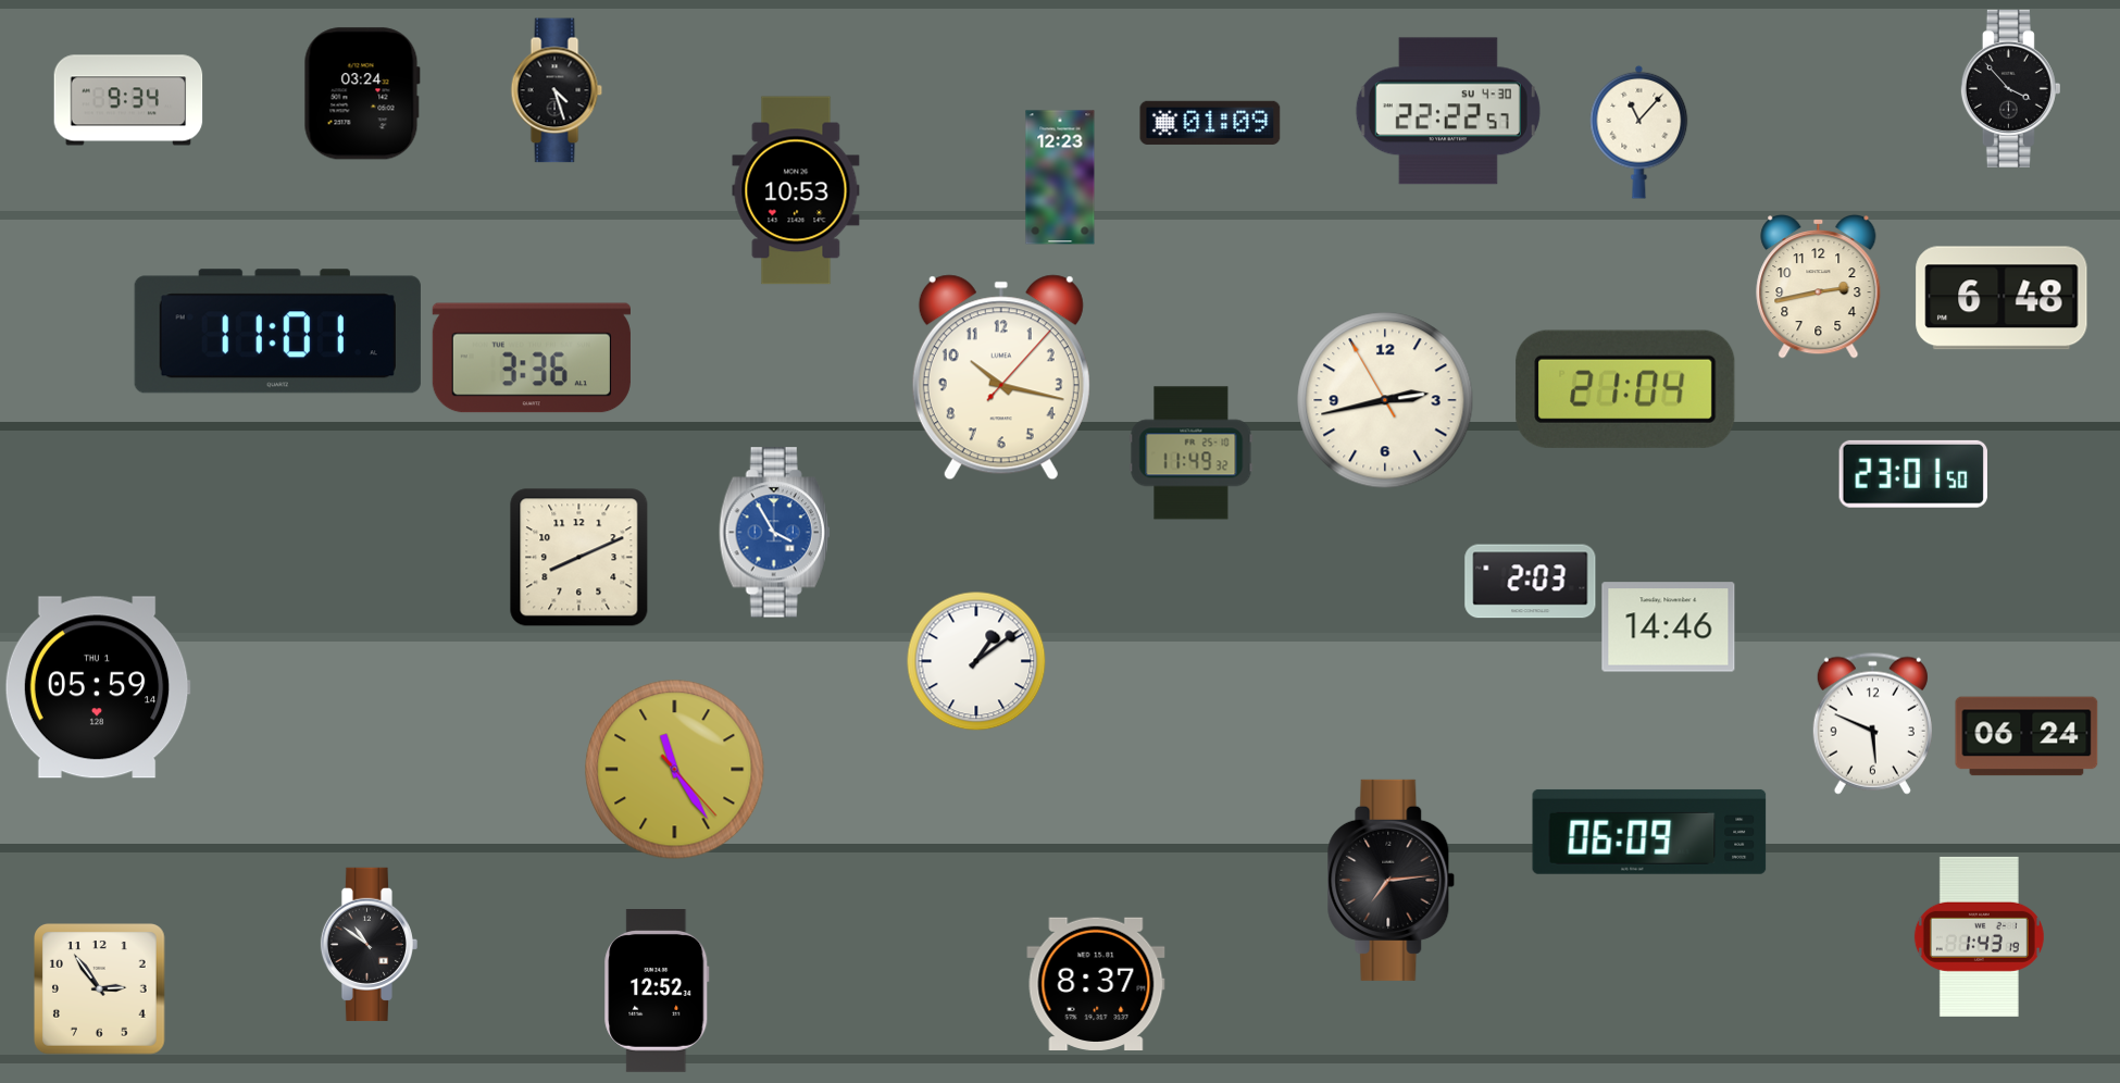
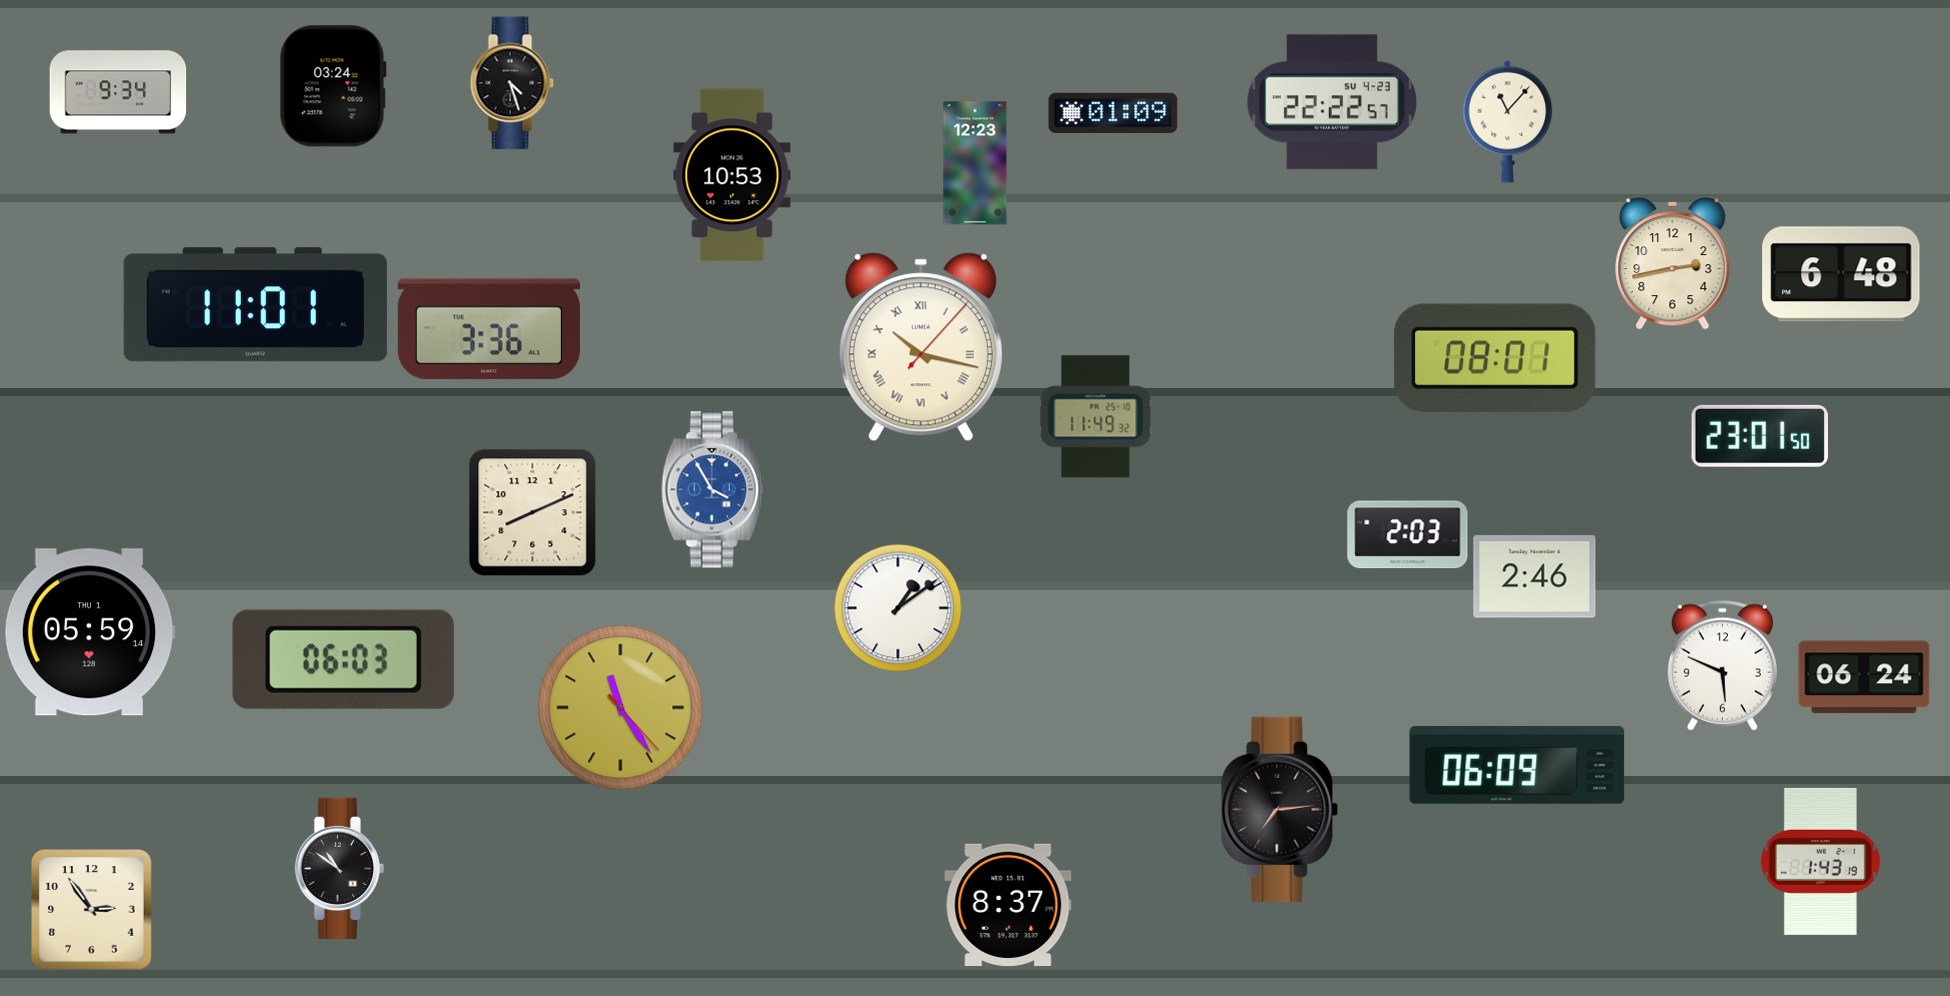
clock at (2010, 88): 3:53 -> none
clock at (1448, 111) date: SU 4-30 -> SU 4-23
clock at (1001, 377) numerals: Arabic -> Roman
clock at (1625, 389): 21:04 -> 08:01
clock at (1385, 400): 2:42 -> none
clock at (1669, 627): 14:46 -> 2:46
clock at (343, 659): none -> 06:03
clock at (657, 992): 12:52 -> none
